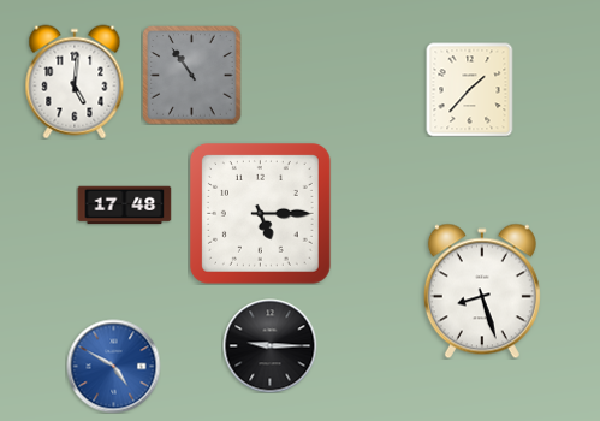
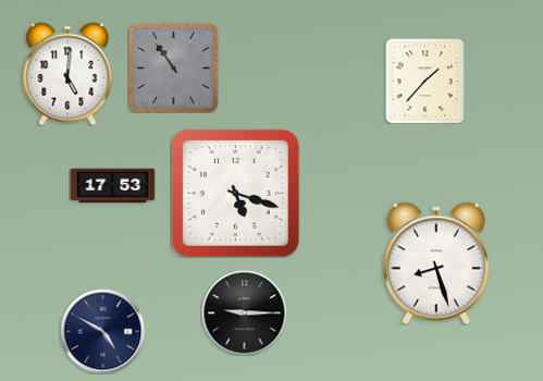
clock at (124, 206): 17:48 -> 17:53
clock at (260, 213): 5:15 -> 5:18
clock at (113, 366) dial: blue -> navy
